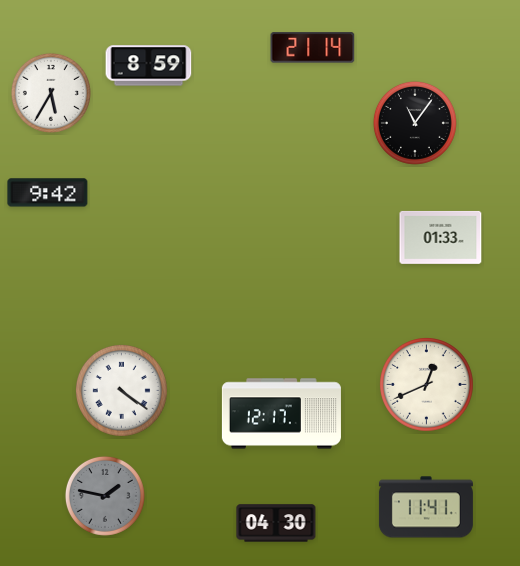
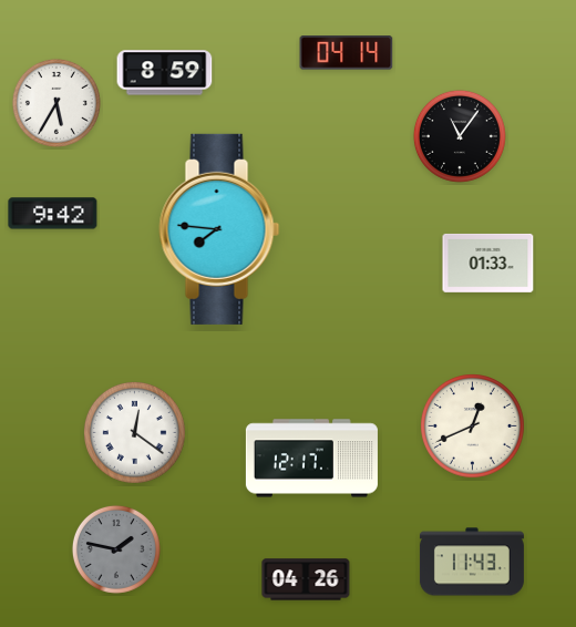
clock at (313, 48): 21:14 -> 04:14
clock at (219, 229): none -> 7:46
clock at (122, 391): 4:21 -> 12:21
clock at (426, 507): 11:41 -> 11:43
clock at (276, 523): 04:30 -> 04:26
